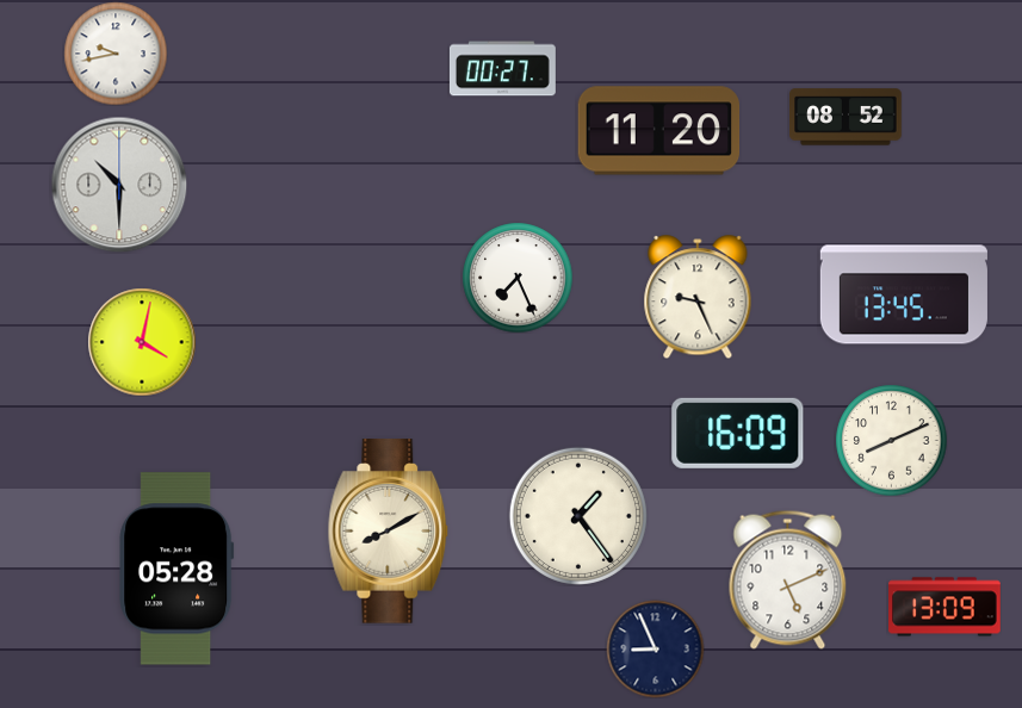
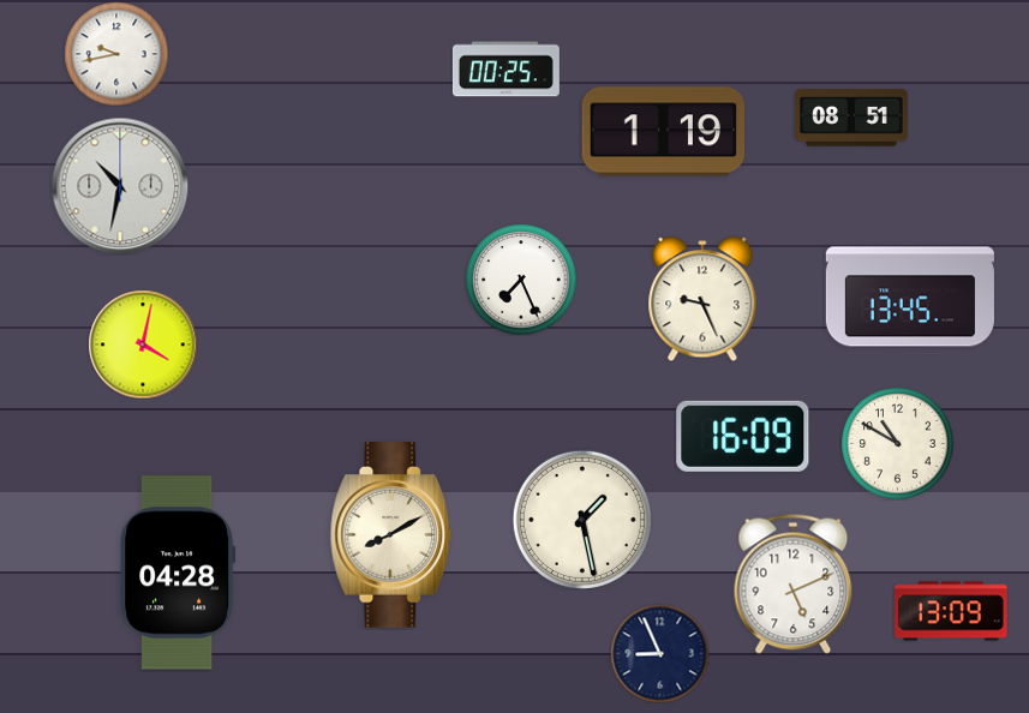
clock at (502, 69): 00:27 -> 00:25
clock at (846, 117): 08:52 -> 08:51
clock at (659, 131): 11:20 -> 1:19
clock at (119, 185): 10:30 -> 10:32
clock at (891, 440): 8:11 -> 10:50
clock at (578, 516): 1:24 -> 1:28
clock at (176, 569): 05:28 -> 04:28
